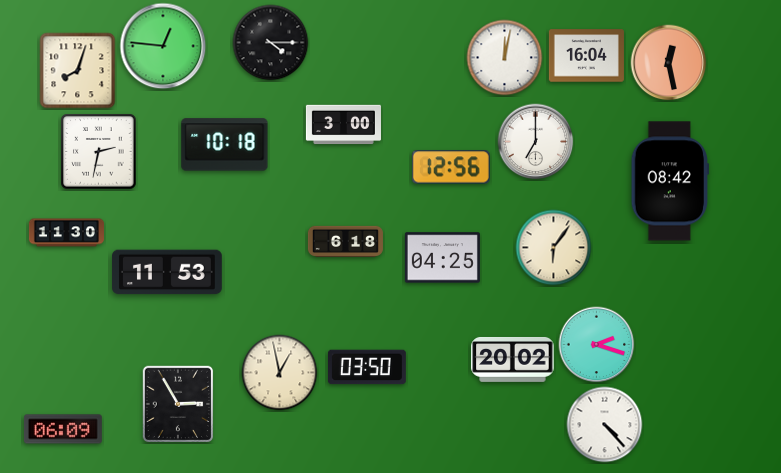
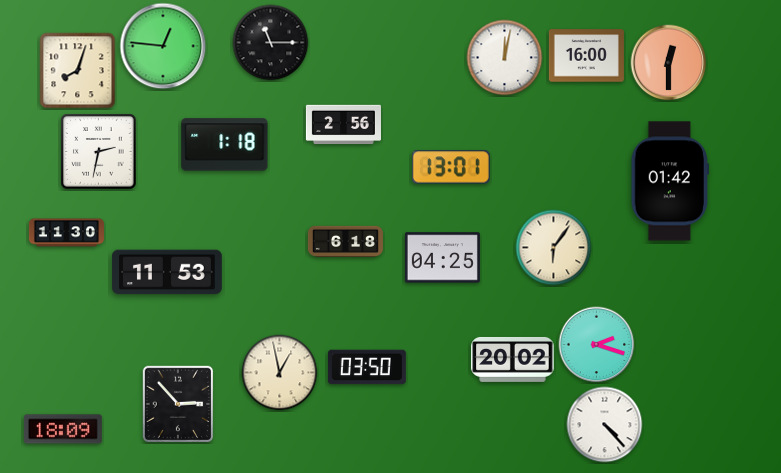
clock at (271, 43): 4:15 -> 11:15
clock at (586, 56): 16:04 -> 16:00
clock at (669, 63): 12:28 -> 12:30
clock at (343, 125): 3:00 -> 2:56
clock at (536, 142): 7:00 -> none
clock at (225, 145): 10:18 -> 1:18
clock at (451, 167): 12:56 -> 13:01
clock at (669, 181): 08:42 -> 01:42
clock at (178, 404): 2:55 -> 2:53
clock at (63, 429): 06:09 -> 18:09
